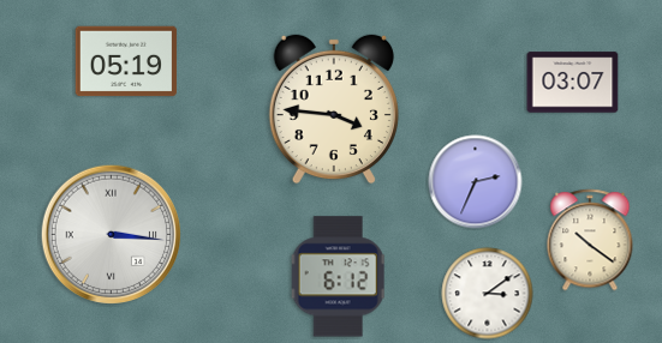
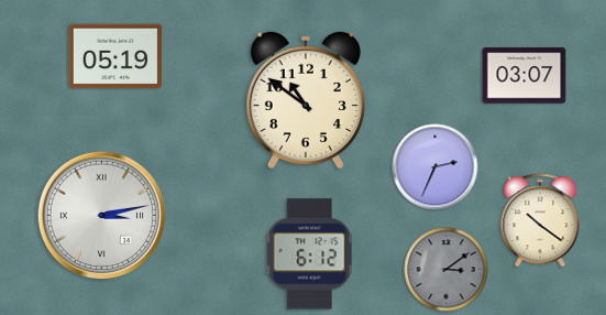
clock at (334, 109): 3:46 -> 10:51
clock at (111, 234): 3:16 -> 3:13
clock at (488, 294) dial: white -> grey
